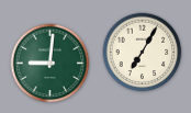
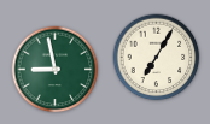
clock at (50, 64): 9:01 -> 8:58
